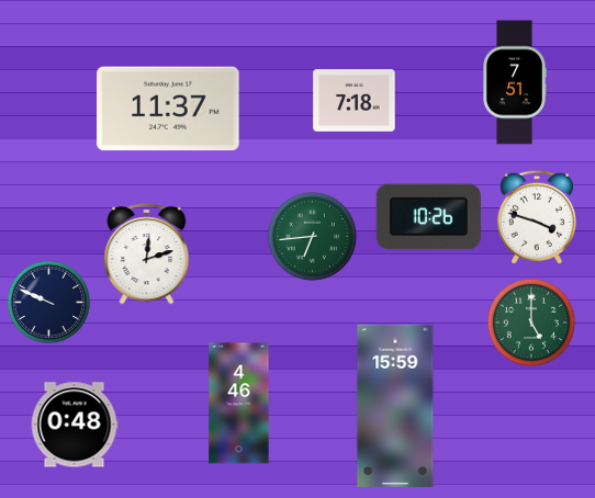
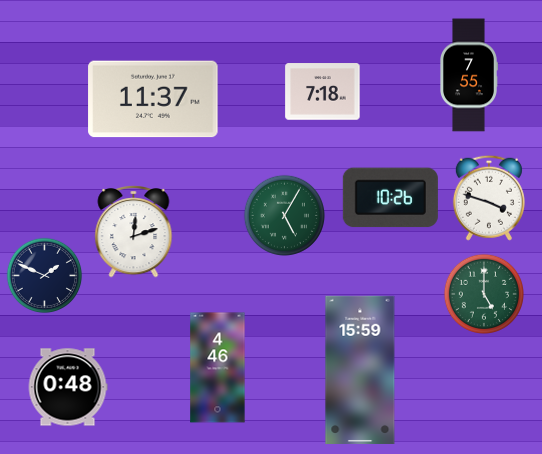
clock at (515, 82): 7:51 -> 7:55
clock at (312, 236): 6:44 -> 5:05
clock at (49, 303): 9:49 -> 1:49
